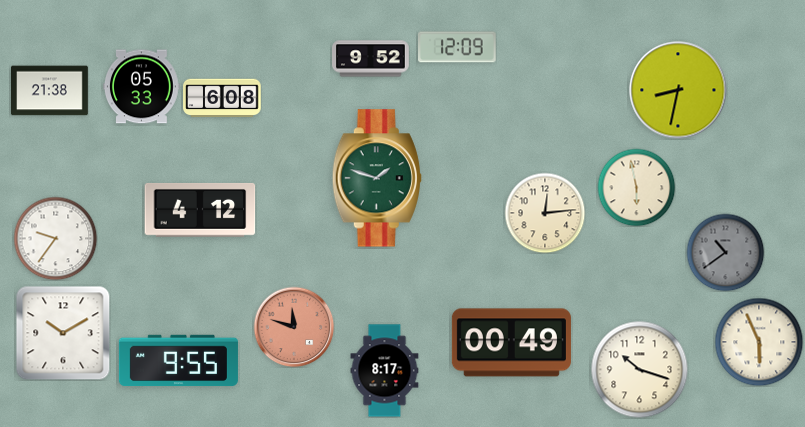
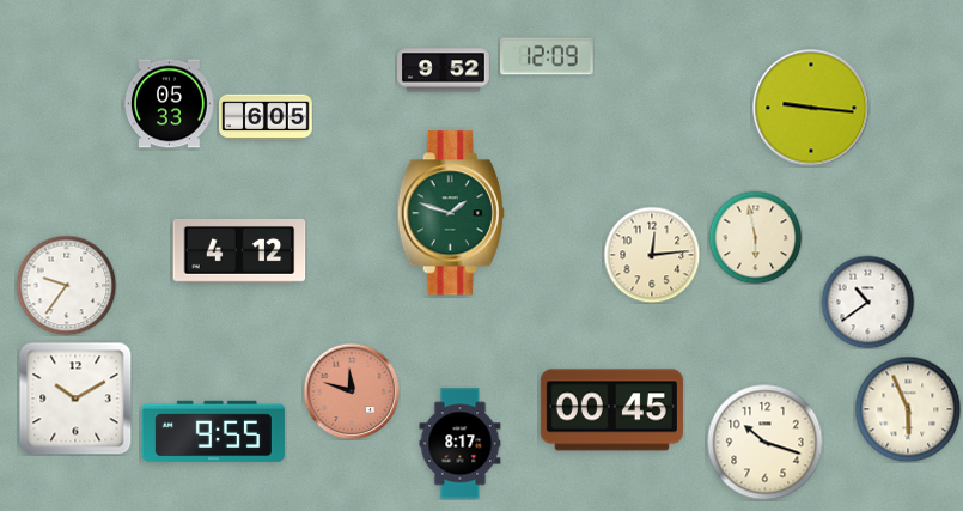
clock at (678, 90): 8:32 -> 9:16
clock at (50, 91): 21:38 -> none
clock at (222, 98): 6:08 -> 6:05
clock at (636, 187) position: (636, 187) -> (755, 237)
clock at (725, 252) dial: grey -> white
clock at (511, 343): 00:49 -> 00:45
